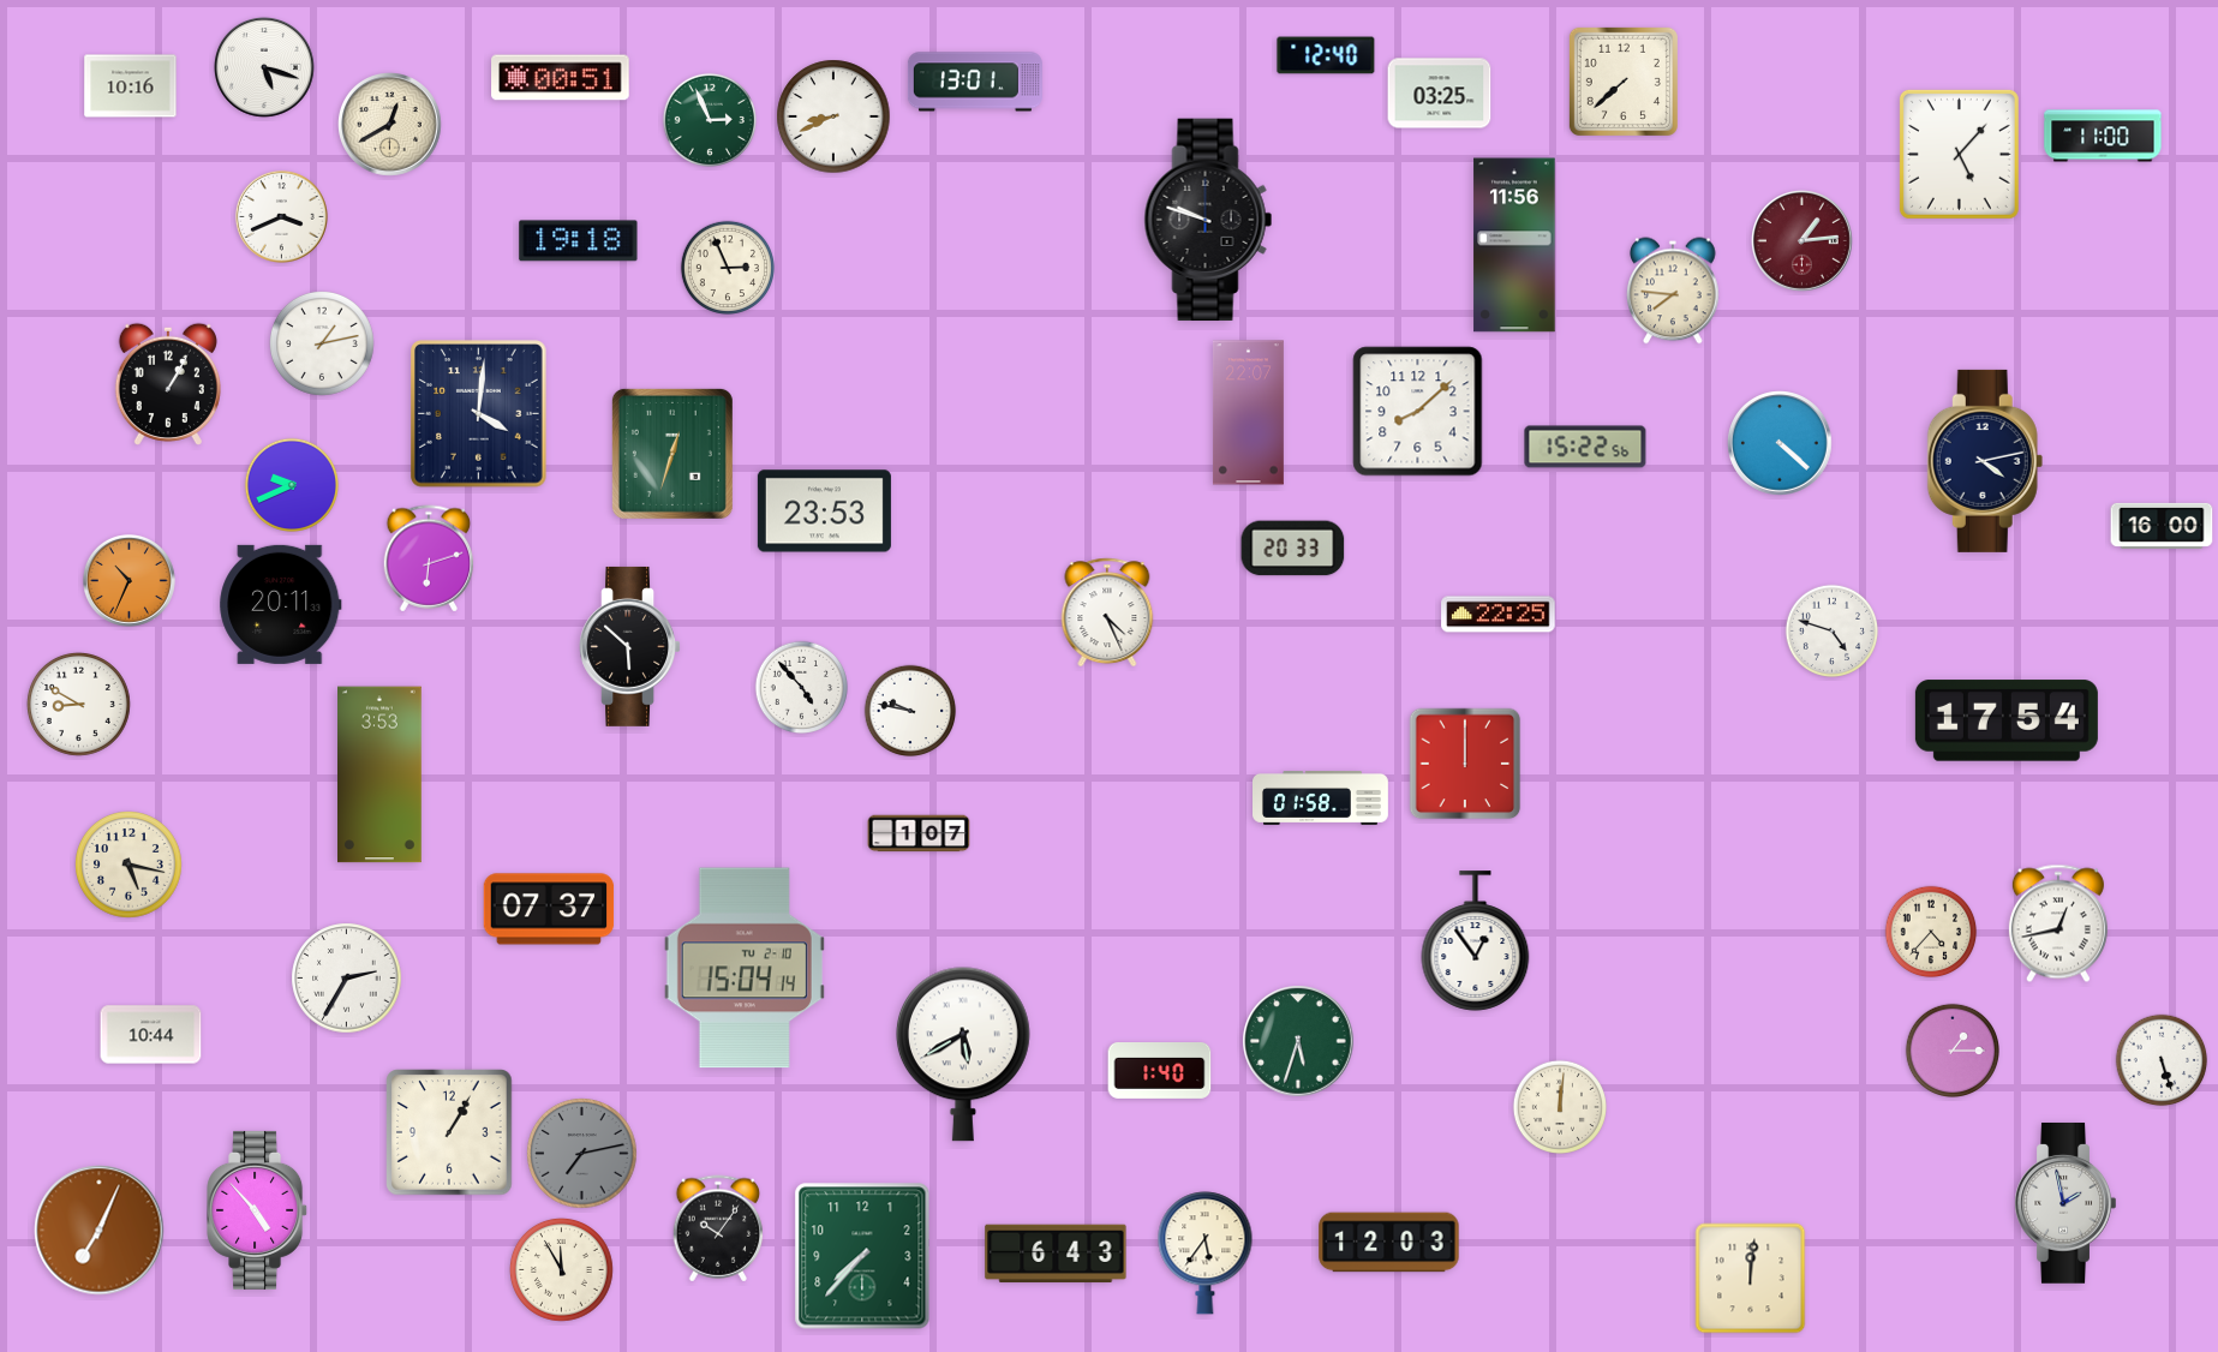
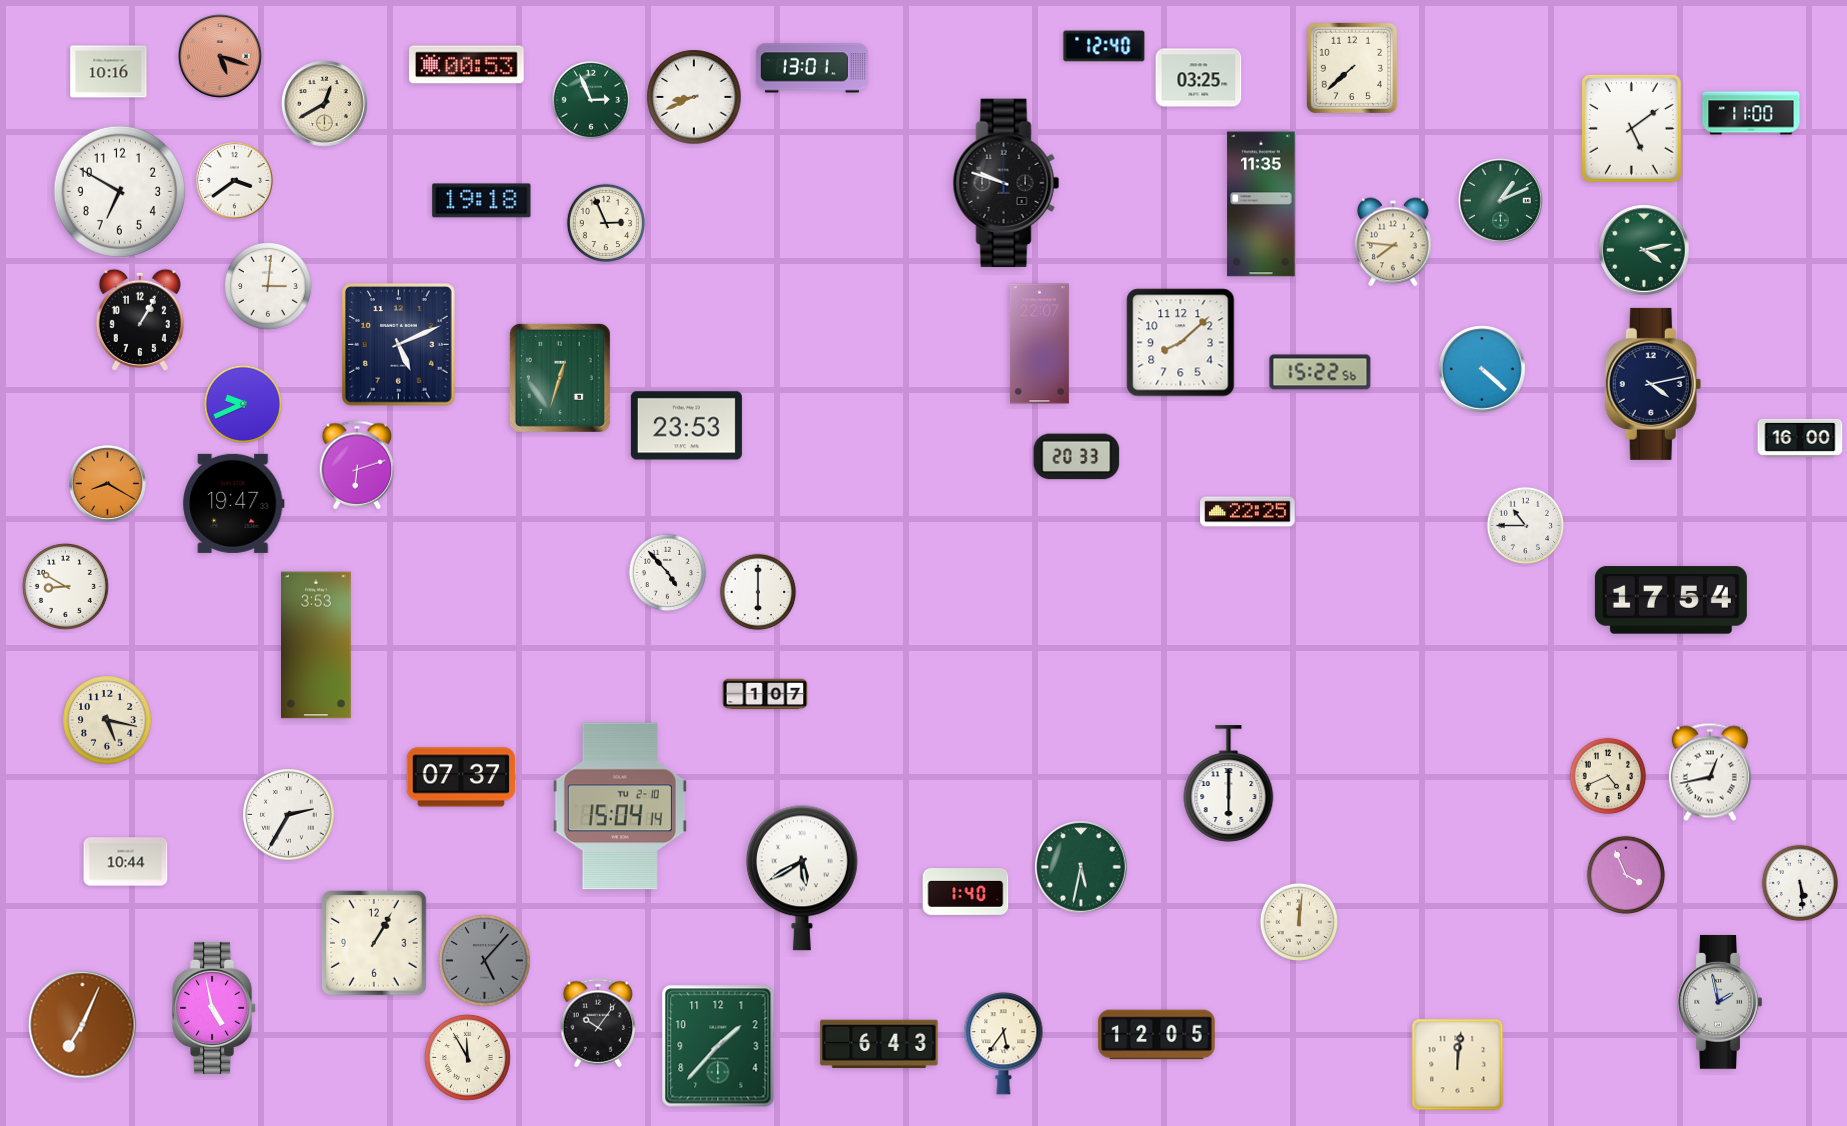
clock at (265, 68) dial: white -> salmon
clock at (561, 78): 00:51 -> 00:53
clock at (1959, 154): 5:07 -> 5:09
clock at (281, 216): 3:41 -> 3:39
clock at (119, 191): none -> 6:50
clock at (1803, 241): 1:14 -> 1:11
clock at (1803, 241) dial: burgundy -> green
clock at (1514, 245): 11:56 -> 11:35
clock at (1644, 250): none -> 4:13
clock at (323, 345): 1:13 -> 3:01
clock at (479, 414): 4:01 -> 5:11
clock at (128, 580): 10:34 -> 8:20
clock at (281, 604): 20:11 -> 19:47
clock at (1107, 612): 4:26 -> none
clock at (1833, 632): 4:48 -> 10:45
clock at (629, 646): 5:52 -> none
clock at (910, 711): 9:47 -> 6:00
clock at (1465, 764): 12:00 -> none
clock at (1321, 798): 01:58 -> none
clock at (549, 909) position: (549, 909) -> (461, 777)
clock at (2058, 923) position: (2058, 923) -> (1710, 772)
clock at (1931, 932): 4:37 -> 4:41
clock at (1476, 941): 12:54 -> 6:00
clock at (1298, 1041): 5:33 -> 5:32
clock at (1951, 1049): 1:15 -> 3:56
clock at (2162, 1060): 5:27 -> 5:29
clock at (582, 1154): 7:13 -> 5:07
clock at (258, 1210): 4:53 -> 4:58
clock at (1389, 1243): 12:03 -> 12:05
clock at (862, 1256): 7:37 -> 1:37
